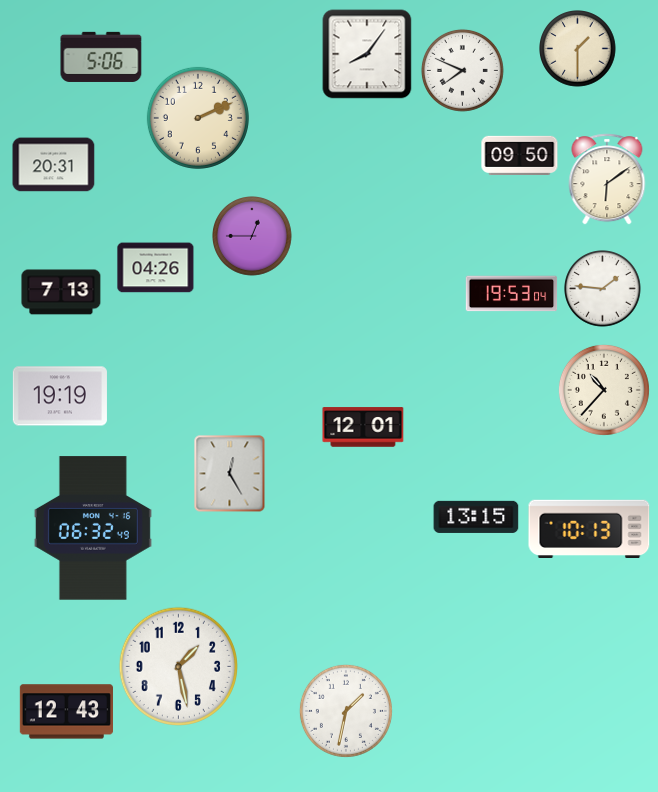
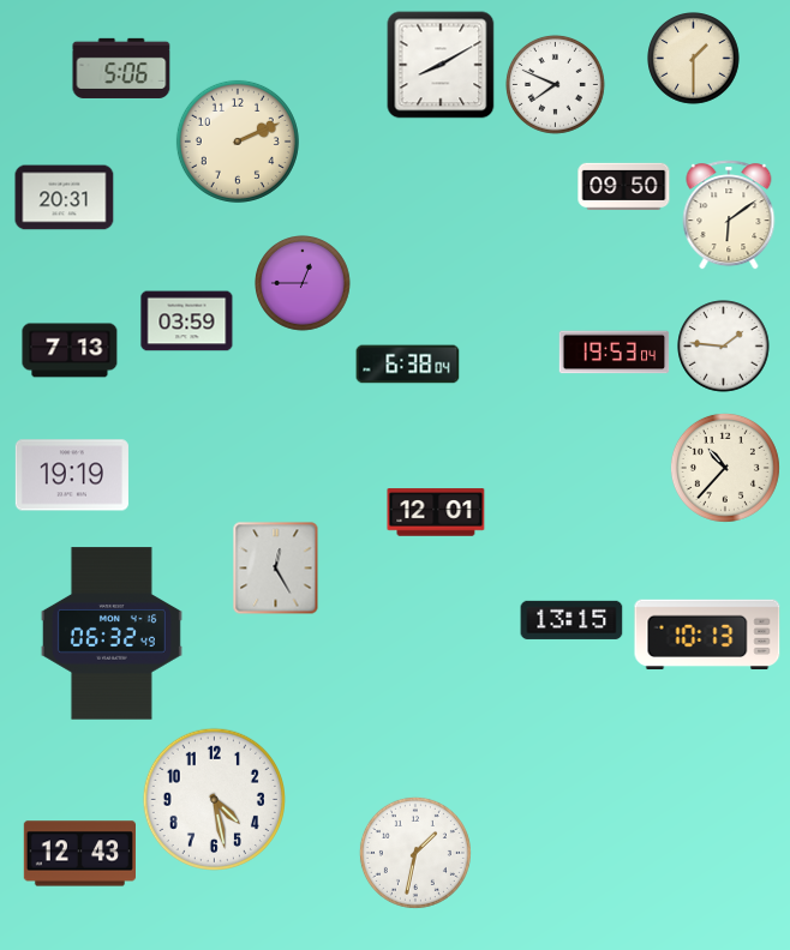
clock at (367, 54): 8:06 -> 8:10
clock at (156, 268): 04:26 -> 03:59
clock at (61, 292) position: (61, 292) -> (70, 350)
clock at (408, 365): none -> 6:38
clock at (178, 666): 1:28 -> 4:28
